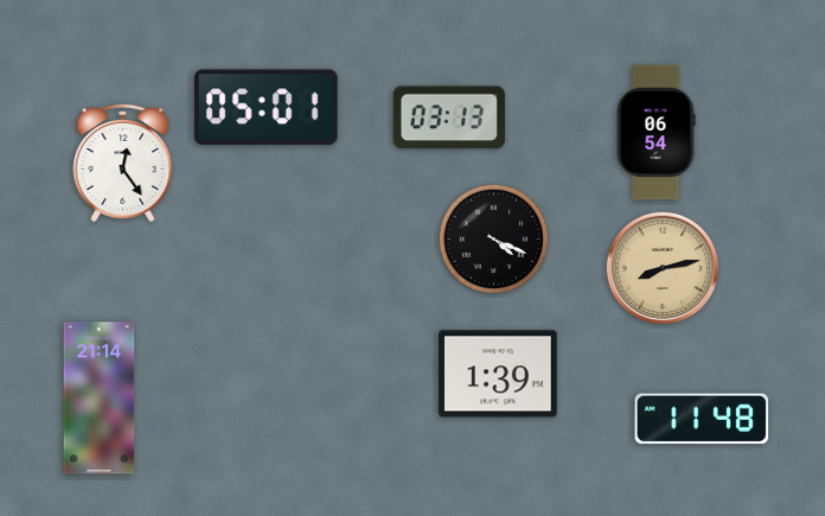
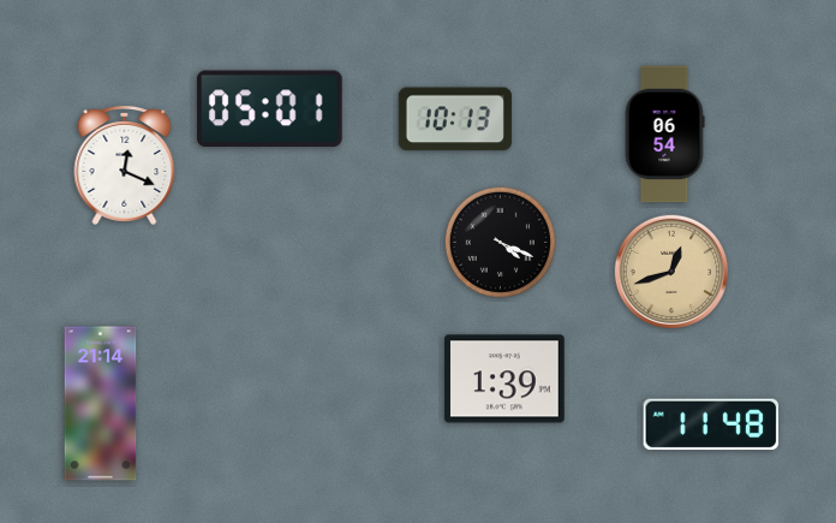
clock at (449, 117): 03:13 -> 10:13
clock at (123, 164): 12:24 -> 12:19
clock at (663, 268): 8:13 -> 12:42
